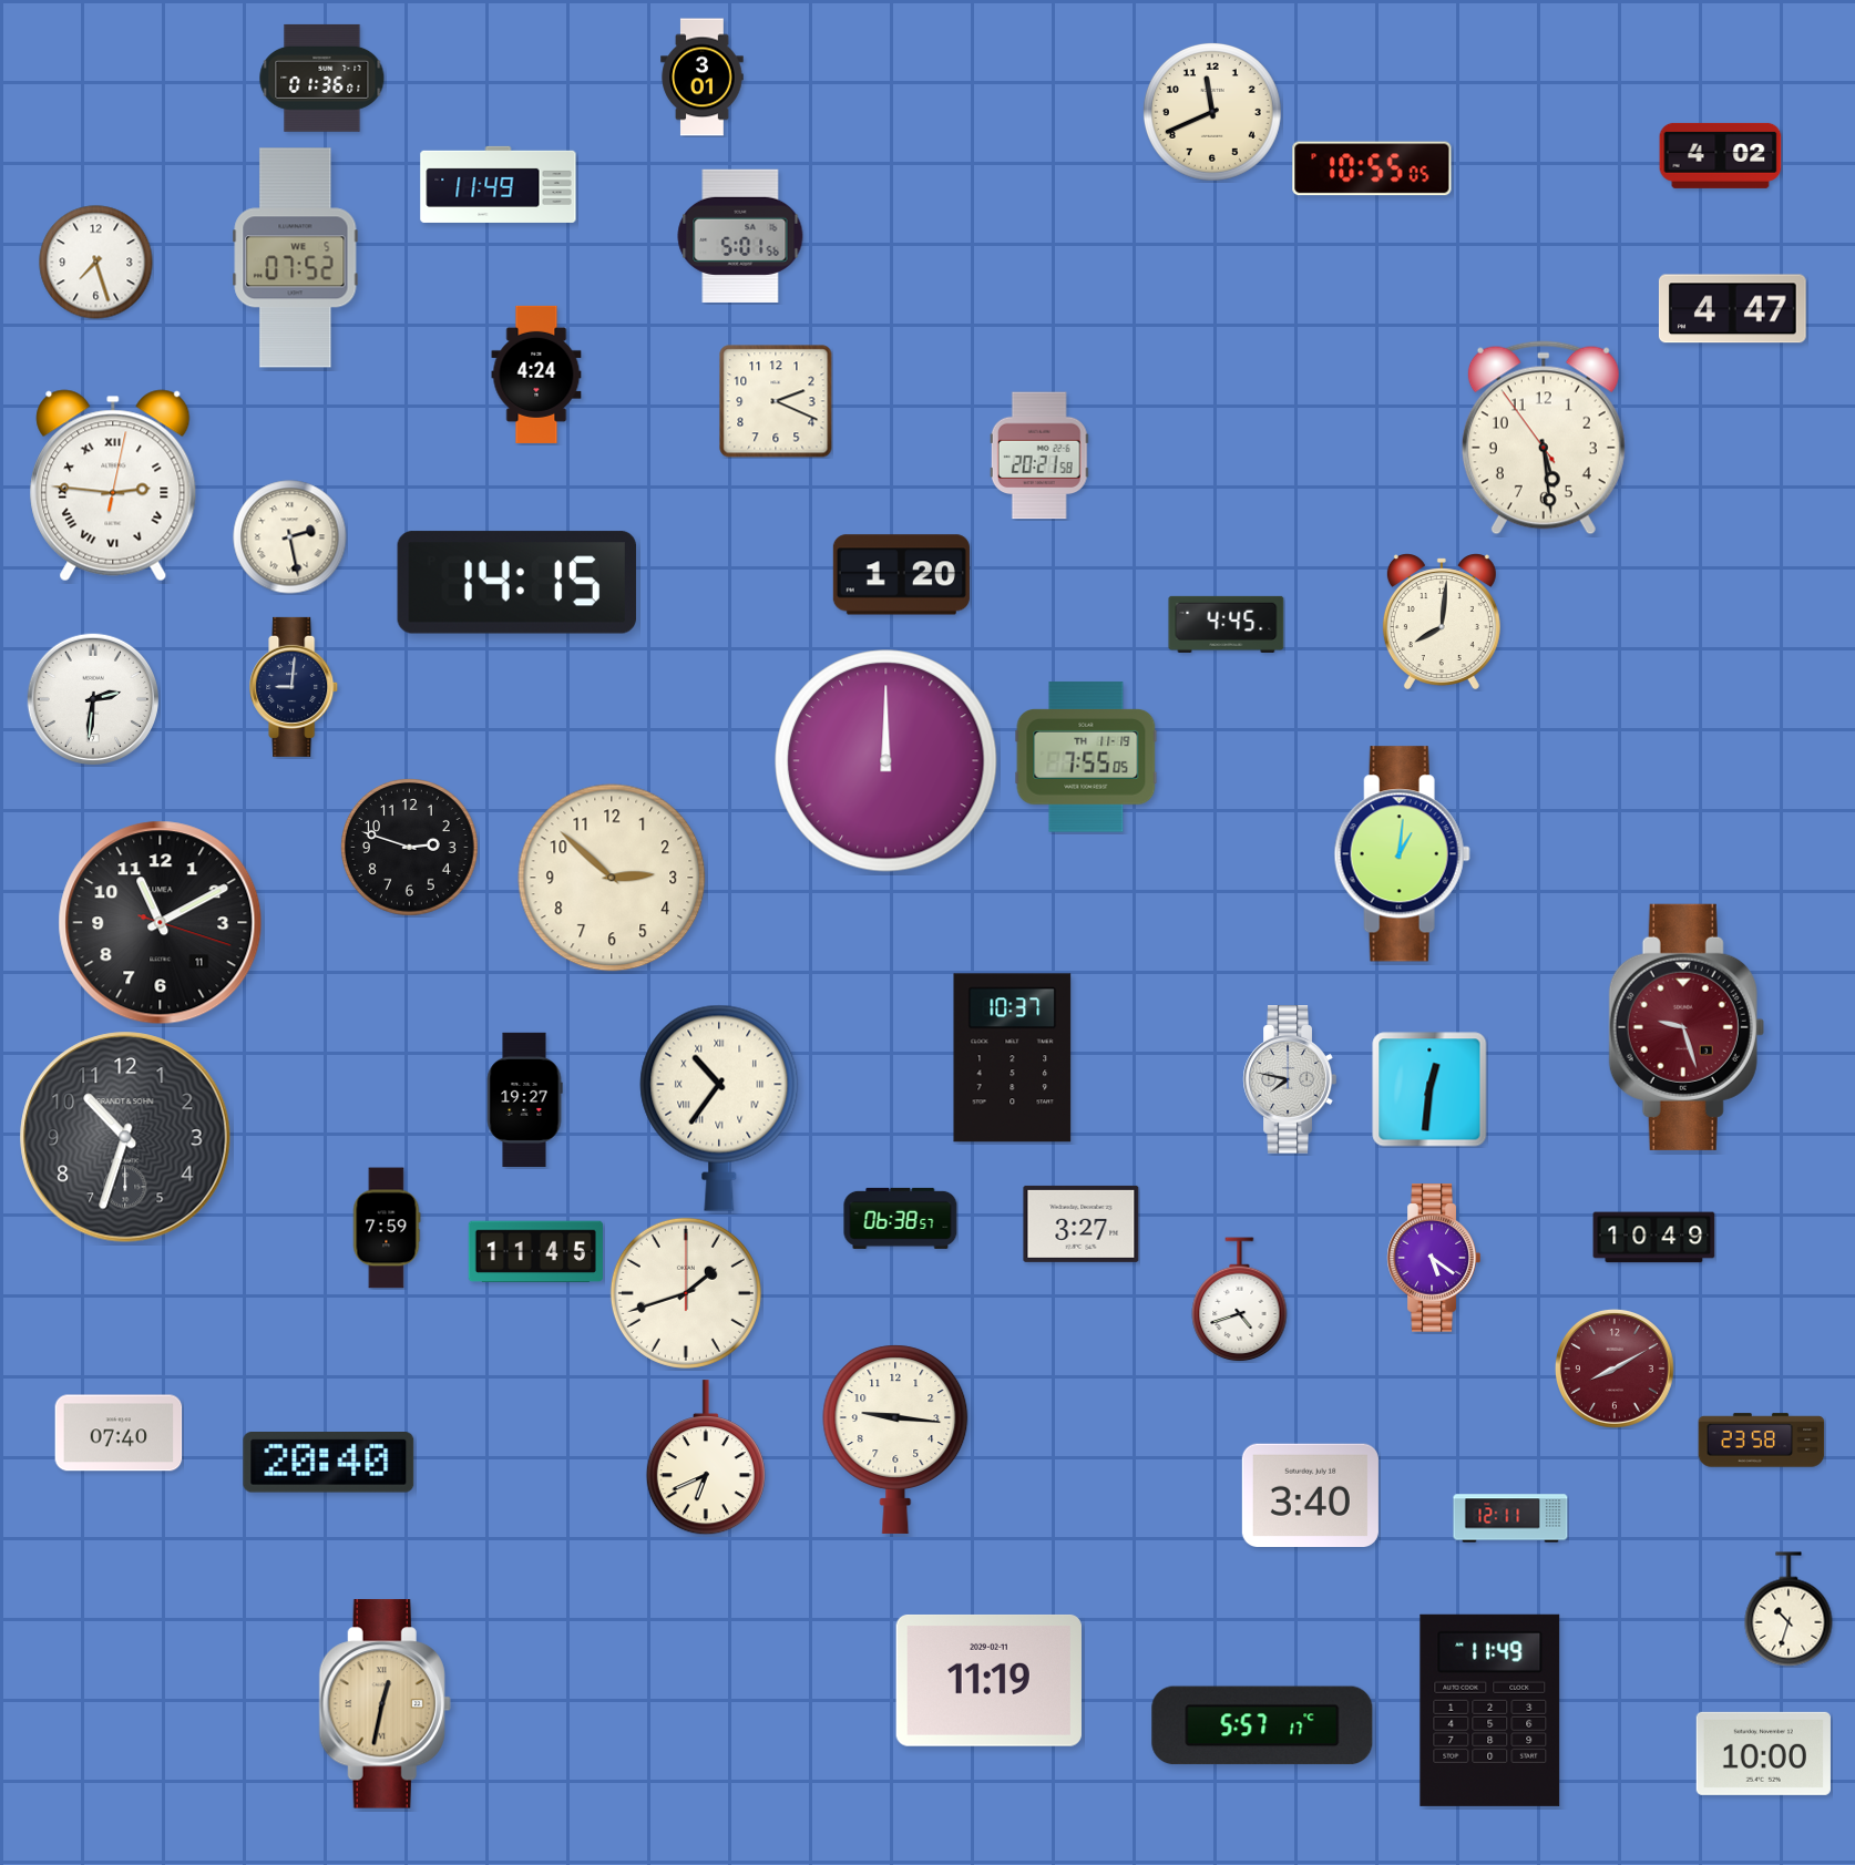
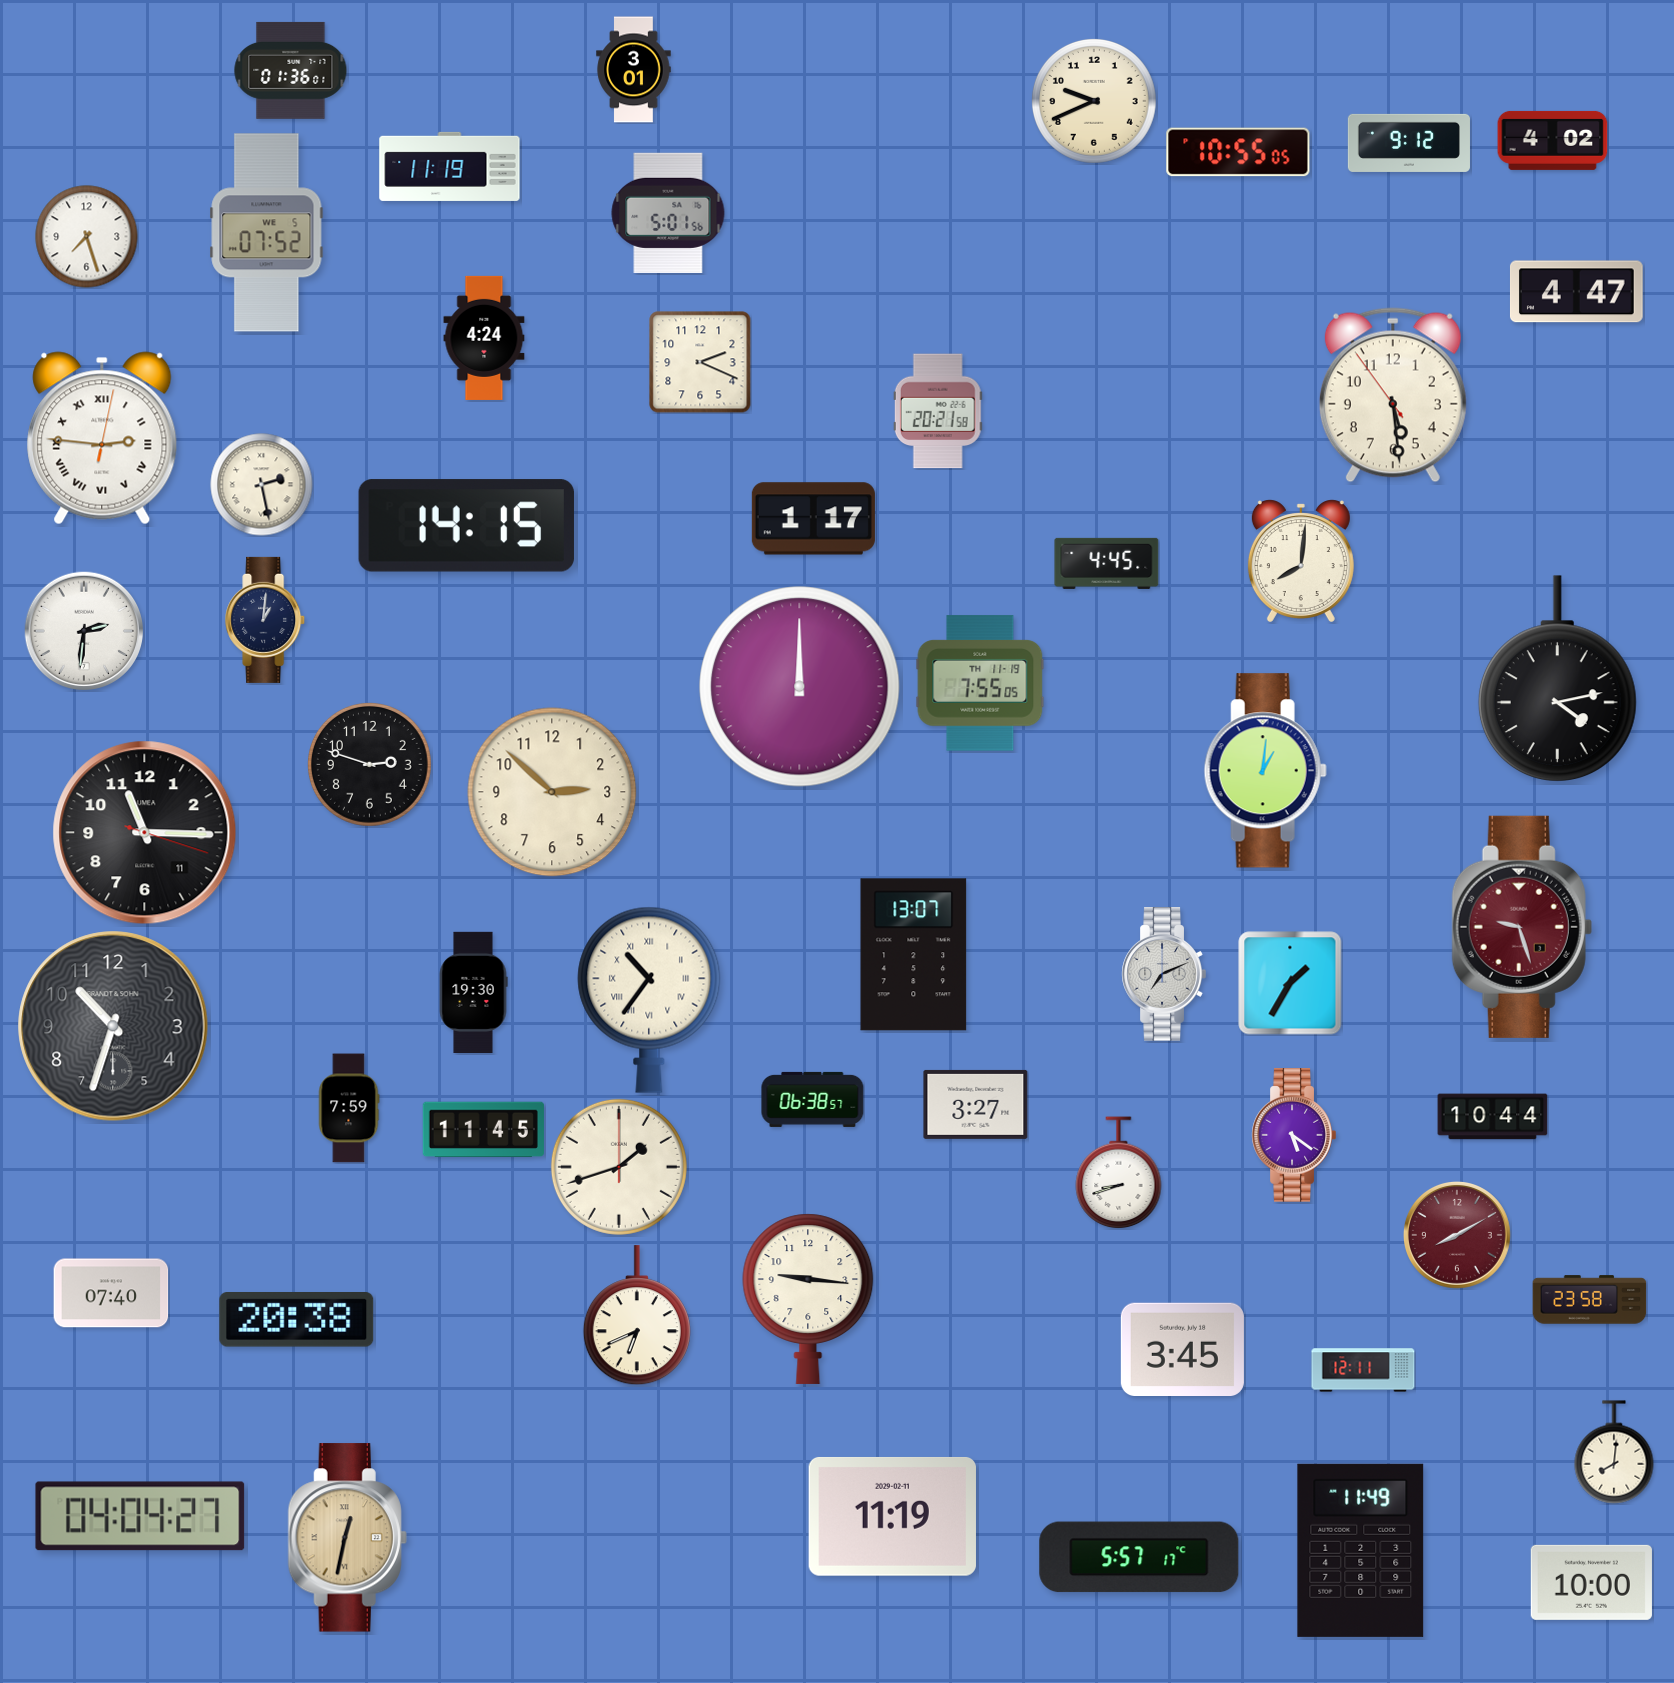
clock at (1212, 112): 11:41 -> 9:41
clock at (1409, 143): none -> 9:12
clock at (499, 184): 11:49 -> 11:19
clock at (1732, 309) position: (1732, 309) -> (1576, 292)
clock at (901, 575): 1:20 -> 1:17
clock at (295, 687): 9:01 -> 1:01
clock at (1557, 678): none -> 4:13
clock at (161, 923): 11:10 -> 11:15
clock at (1013, 1058): 10:37 -> 13:07
clock at (1290, 1079): 7:47 -> 7:11
clock at (1429, 1089): 12:31 -> 1:35
clock at (524, 1099): 19:27 -> 19:30
clock at (1654, 1238): 10:49 -> 10:44
clock at (1240, 1300): 4:42 -> 8:42
clock at (119, 1433) position: (119, 1433) -> (111, 1293)
clock at (329, 1463): 20:40 -> 20:38
clock at (1310, 1495): 3:40 -> 3:45
clock at (1789, 1609): 10:33 -> 8:01
clock at (140, 1516): none -> 04:04
clock at (1490, 1710) position: (1490, 1710) -> (1361, 1550)
